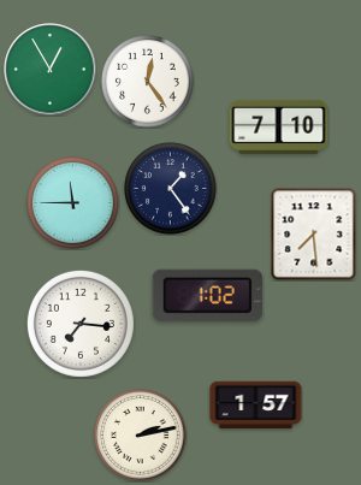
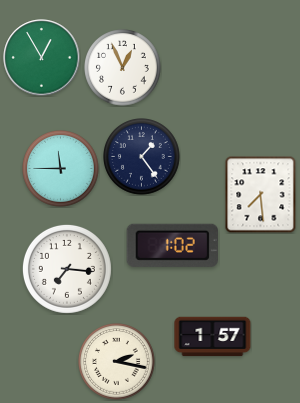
clock at (148, 82): 12:24 -> 12:56
clock at (279, 126): 7:10 -> none
clock at (141, 436): 2:13 -> 2:17
